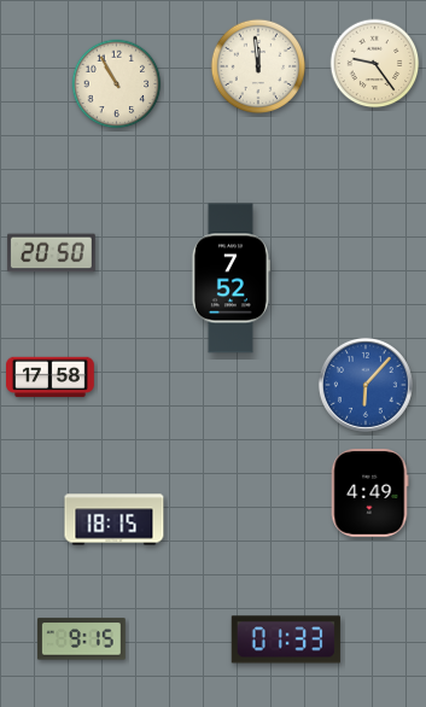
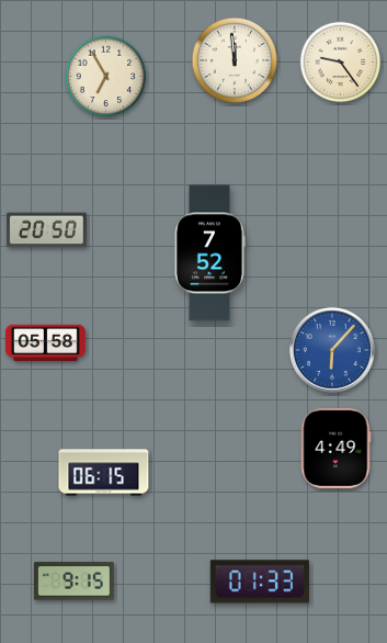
clock at (375, 64) position: (375, 64) -> (341, 63)
clock at (117, 84): 10:55 -> 6:55
clock at (51, 378): 17:58 -> 05:58
clock at (115, 520): 18:15 -> 06:15
